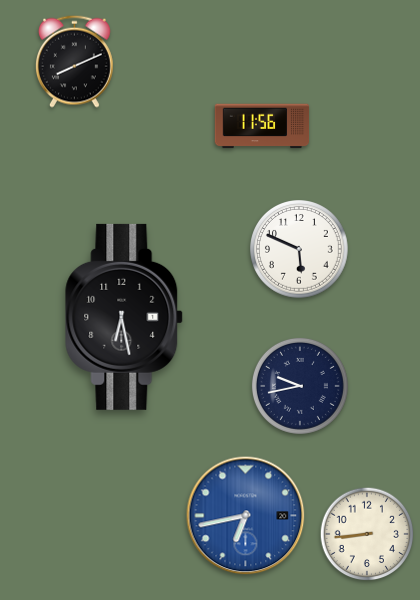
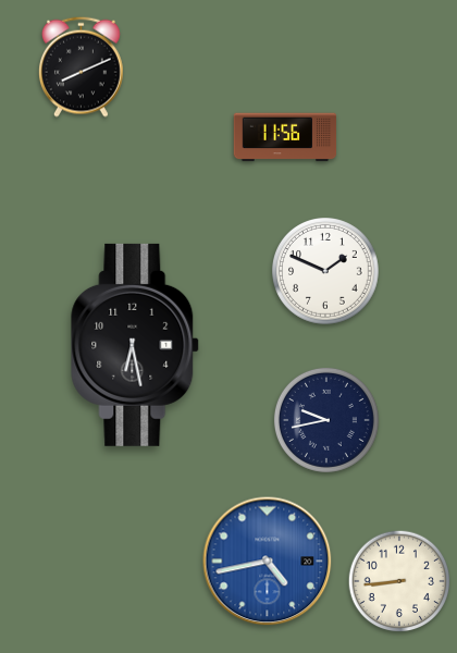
clock at (300, 250): 5:49 -> 1:49
clock at (246, 516): 6:43 -> 4:43
